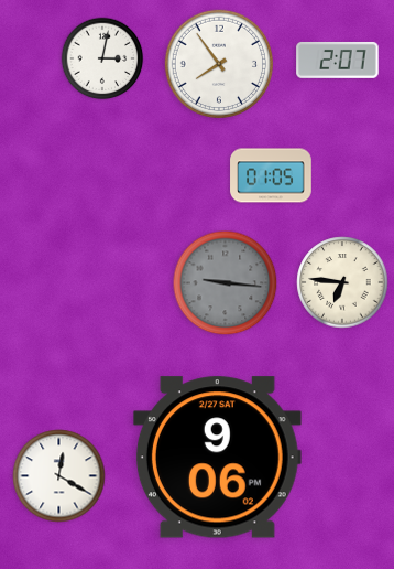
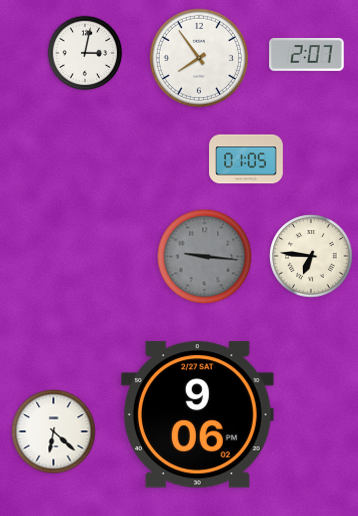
clock at (102, 58) position: (102, 58) -> (85, 53)
clock at (59, 476): 12:20 -> 6:22
